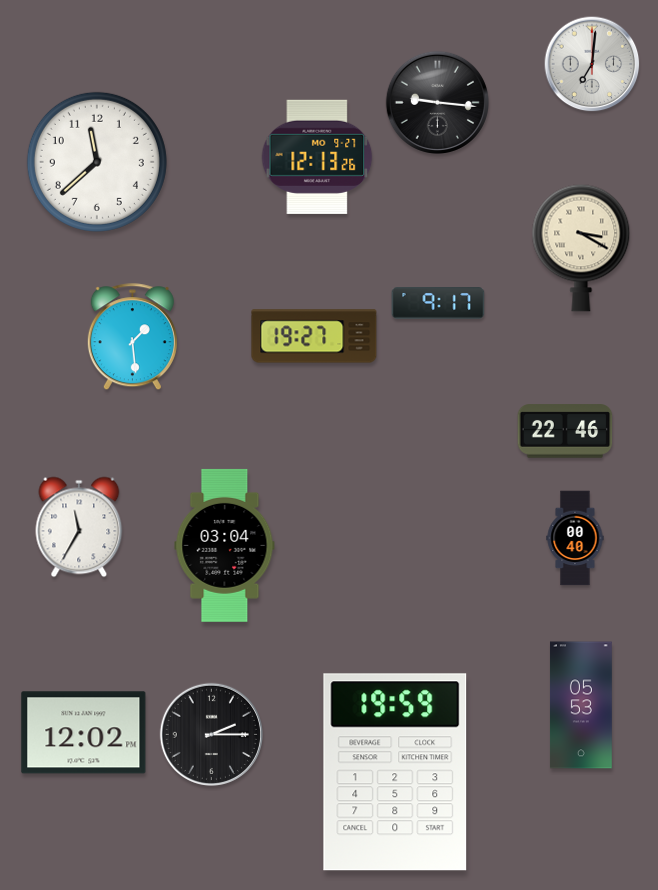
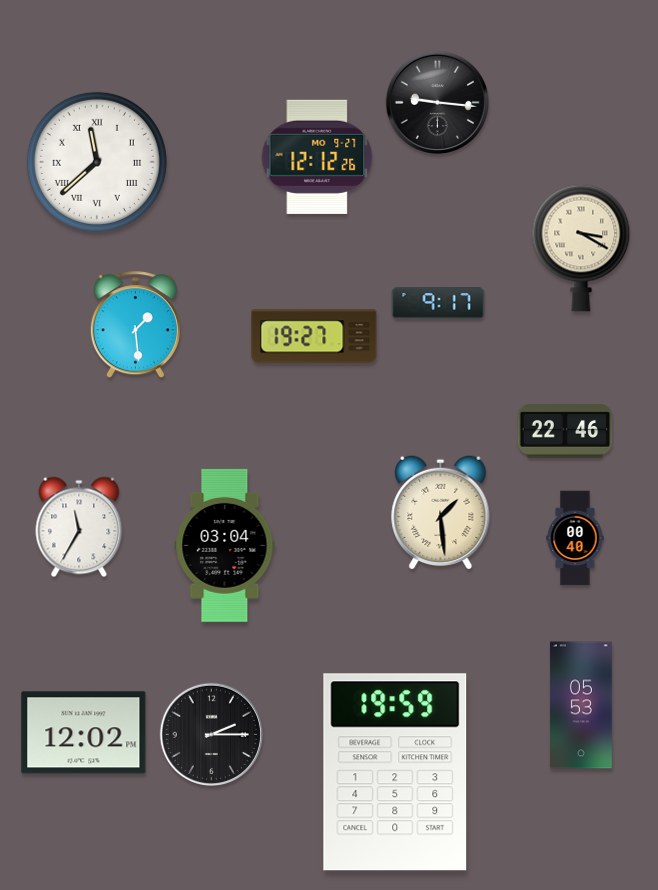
clock at (592, 64): 7:01 -> none
clock at (317, 157): 12:13 -> 12:12
clock at (97, 162) numerals: Arabic -> Roman
clock at (132, 337) position: (132, 337) -> (135, 325)
clock at (441, 512): none -> 1:29
